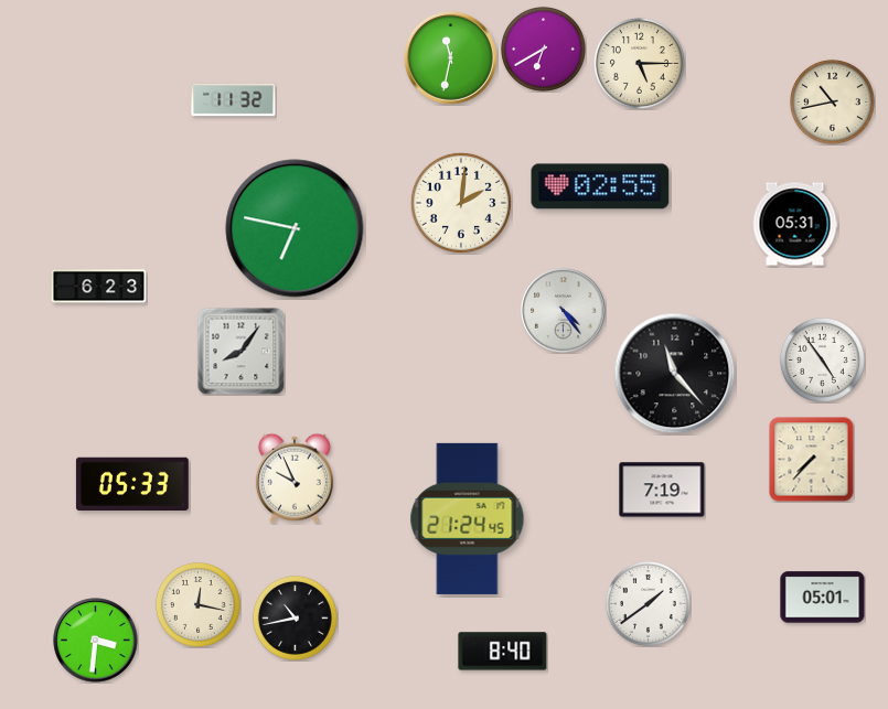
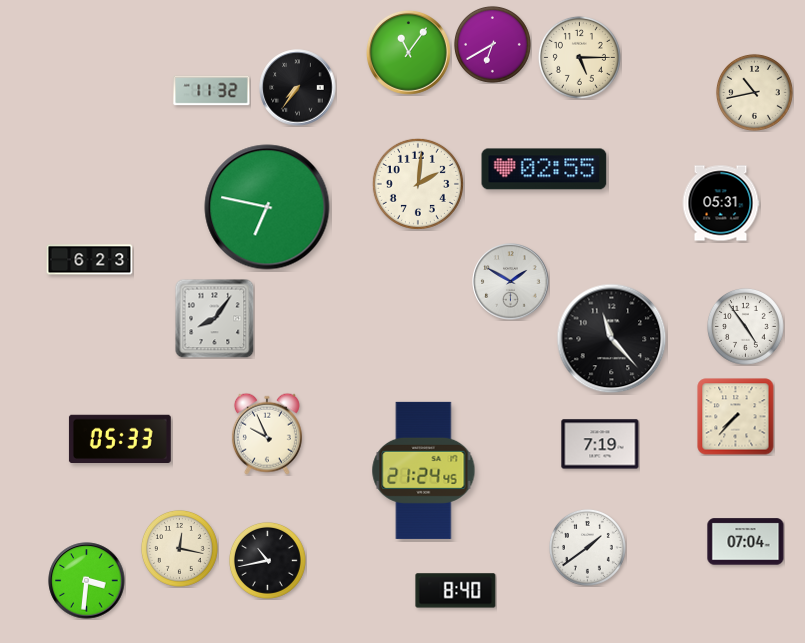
clock at (450, 57): 11:32 -> 11:06
clock at (298, 88): none -> 7:36
clock at (564, 311): 4:24 -> 1:50
clock at (240, 351) position: (240, 351) -> (214, 318)
clock at (823, 598): 05:01 -> 07:04
